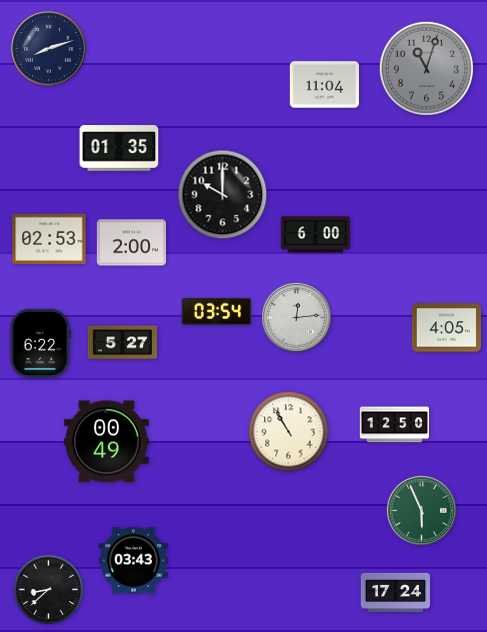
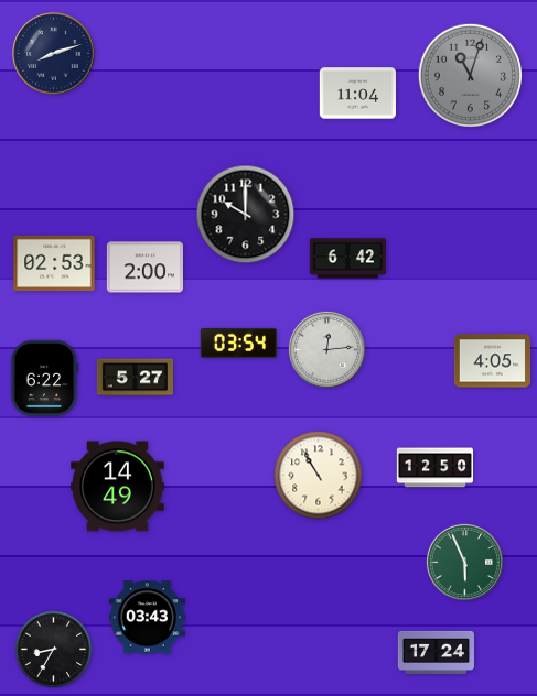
clock at (119, 148): 01:35 -> none
clock at (315, 235): 6:00 -> 6:42
clock at (107, 442): 00:49 -> 14:49
clock at (49, 590): 8:38 -> 8:35
